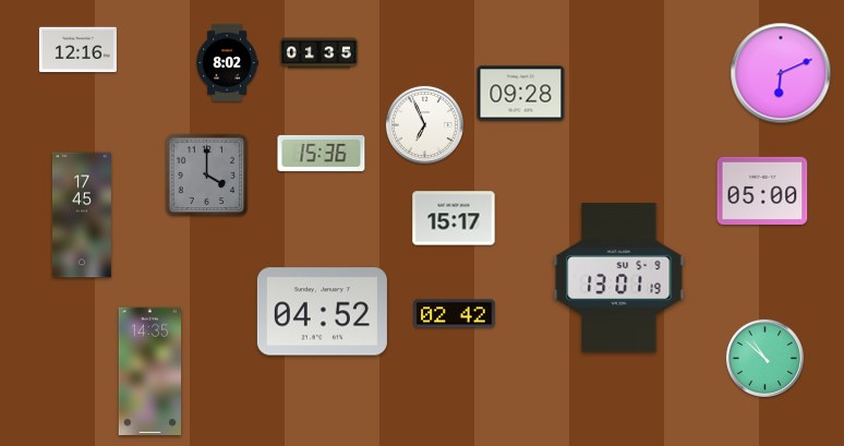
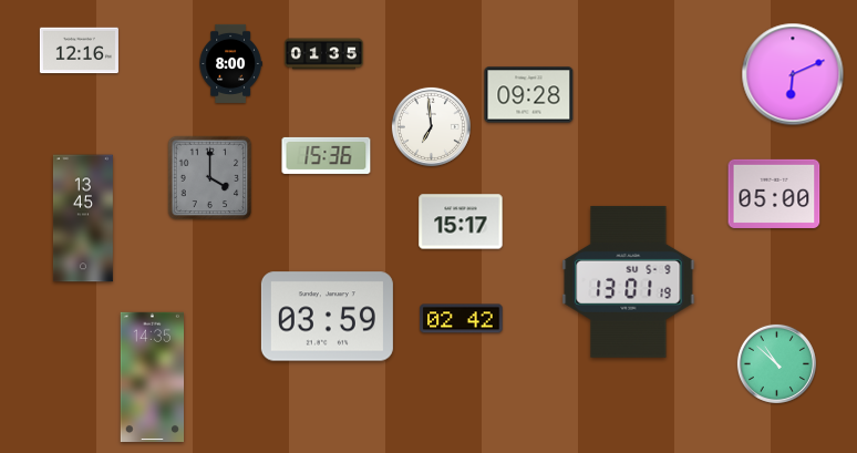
clock at (227, 62): 8:02 -> 8:00
clock at (424, 124): 6:56 -> 6:59
clock at (82, 215): 17:45 -> 13:45
clock at (322, 312): 04:52 -> 03:59
